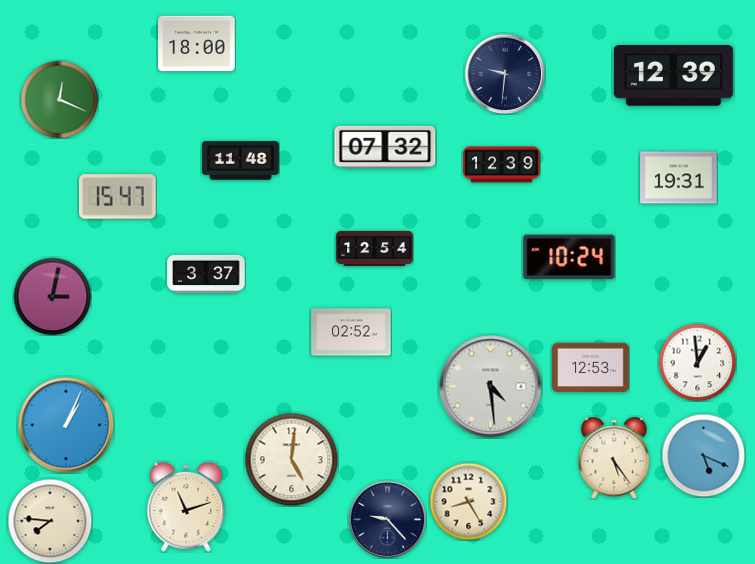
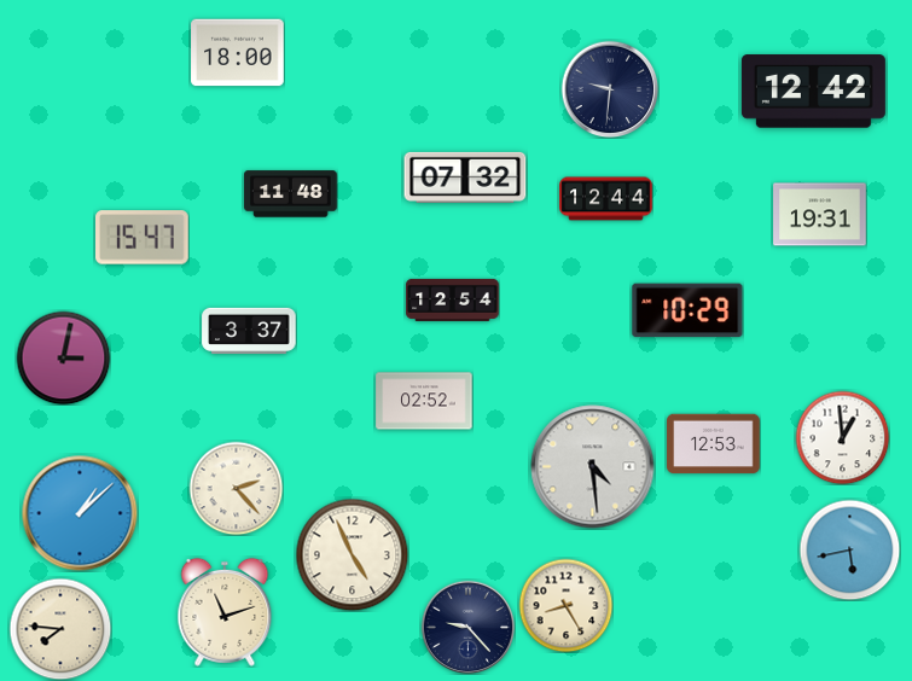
clock at (673, 76): 12:39 -> 12:42
clock at (59, 99): 12:19 -> none
clock at (502, 165): 12:39 -> 12:44
clock at (569, 257): 10:24 -> 10:29
clock at (236, 488): none -> 2:23
clock at (66, 425): 1:04 -> 1:08
clock at (703, 455): 5:19 -> 5:43
clock at (614, 458): 5:24 -> none
clock at (291, 459): 5:01 -> 4:56
